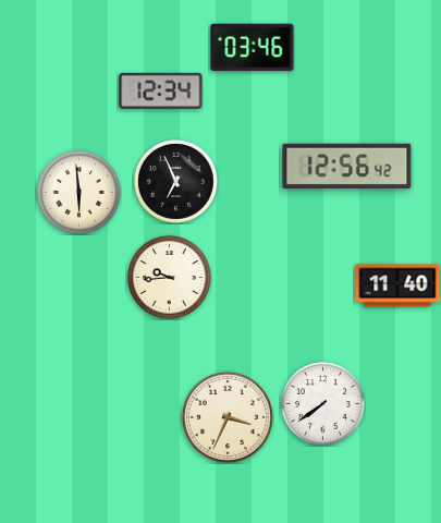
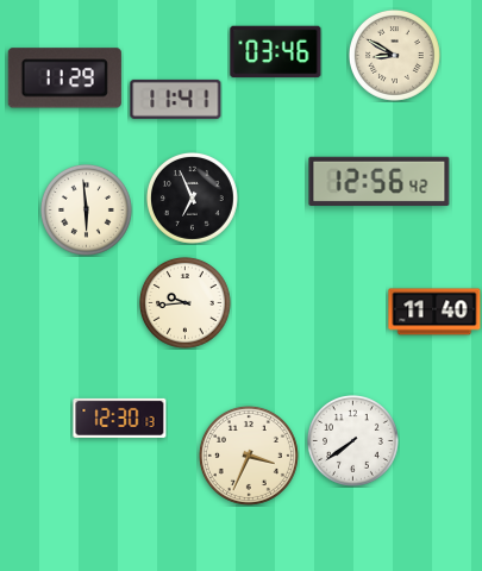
clock at (394, 55): none -> 8:50
clock at (64, 79): none -> 11:29
clock at (161, 90): 12:34 -> 11:41
clock at (120, 418): none -> 12:30
